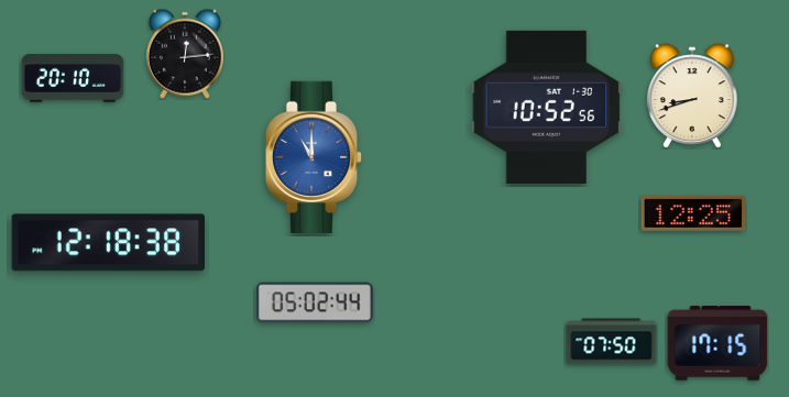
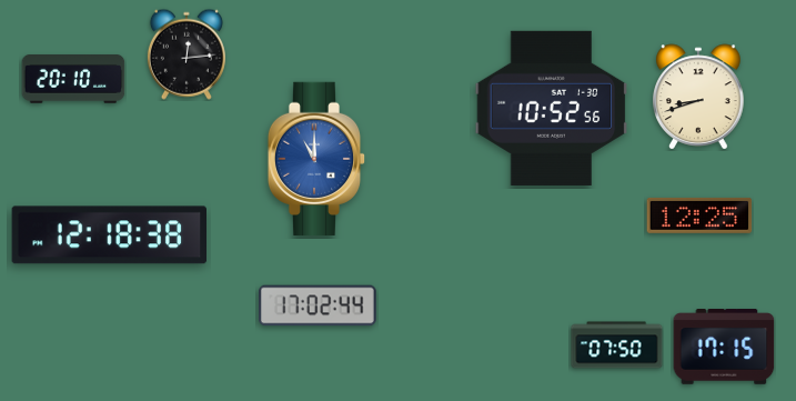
clock at (109, 243) position: (109, 243) -> (110, 235)
clock at (315, 302): 05:02 -> 17:02
